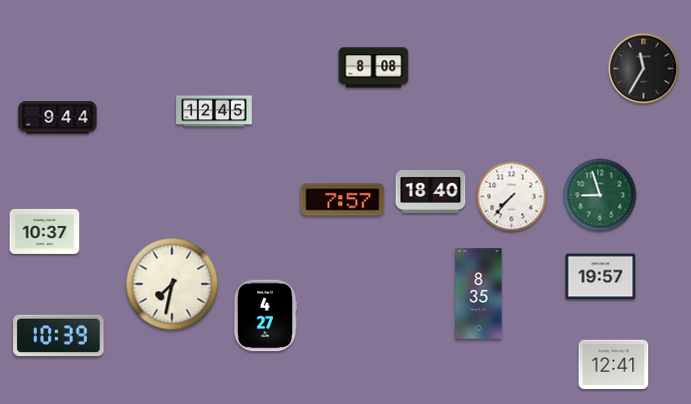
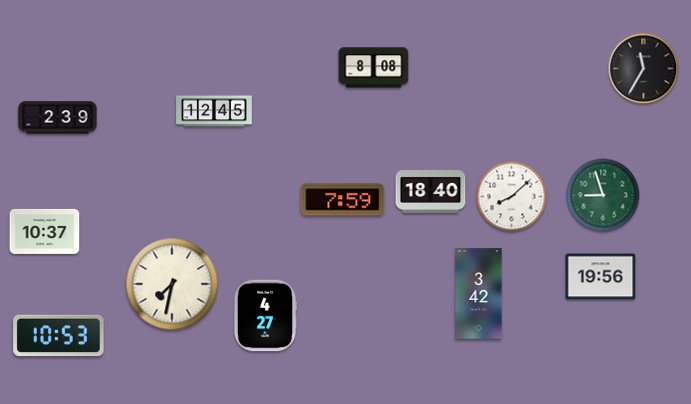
clock at (58, 118): 9:44 -> 2:39
clock at (600, 195) position: (600, 195) -> (603, 195)
clock at (512, 197): 7:37 -> 8:08
clock at (343, 200): 7:57 -> 7:59
clock at (601, 277): 19:57 -> 19:56
clock at (479, 294): 8:35 -> 3:42
clock at (59, 336): 10:39 -> 10:53
clock at (614, 365): 12:41 -> none
